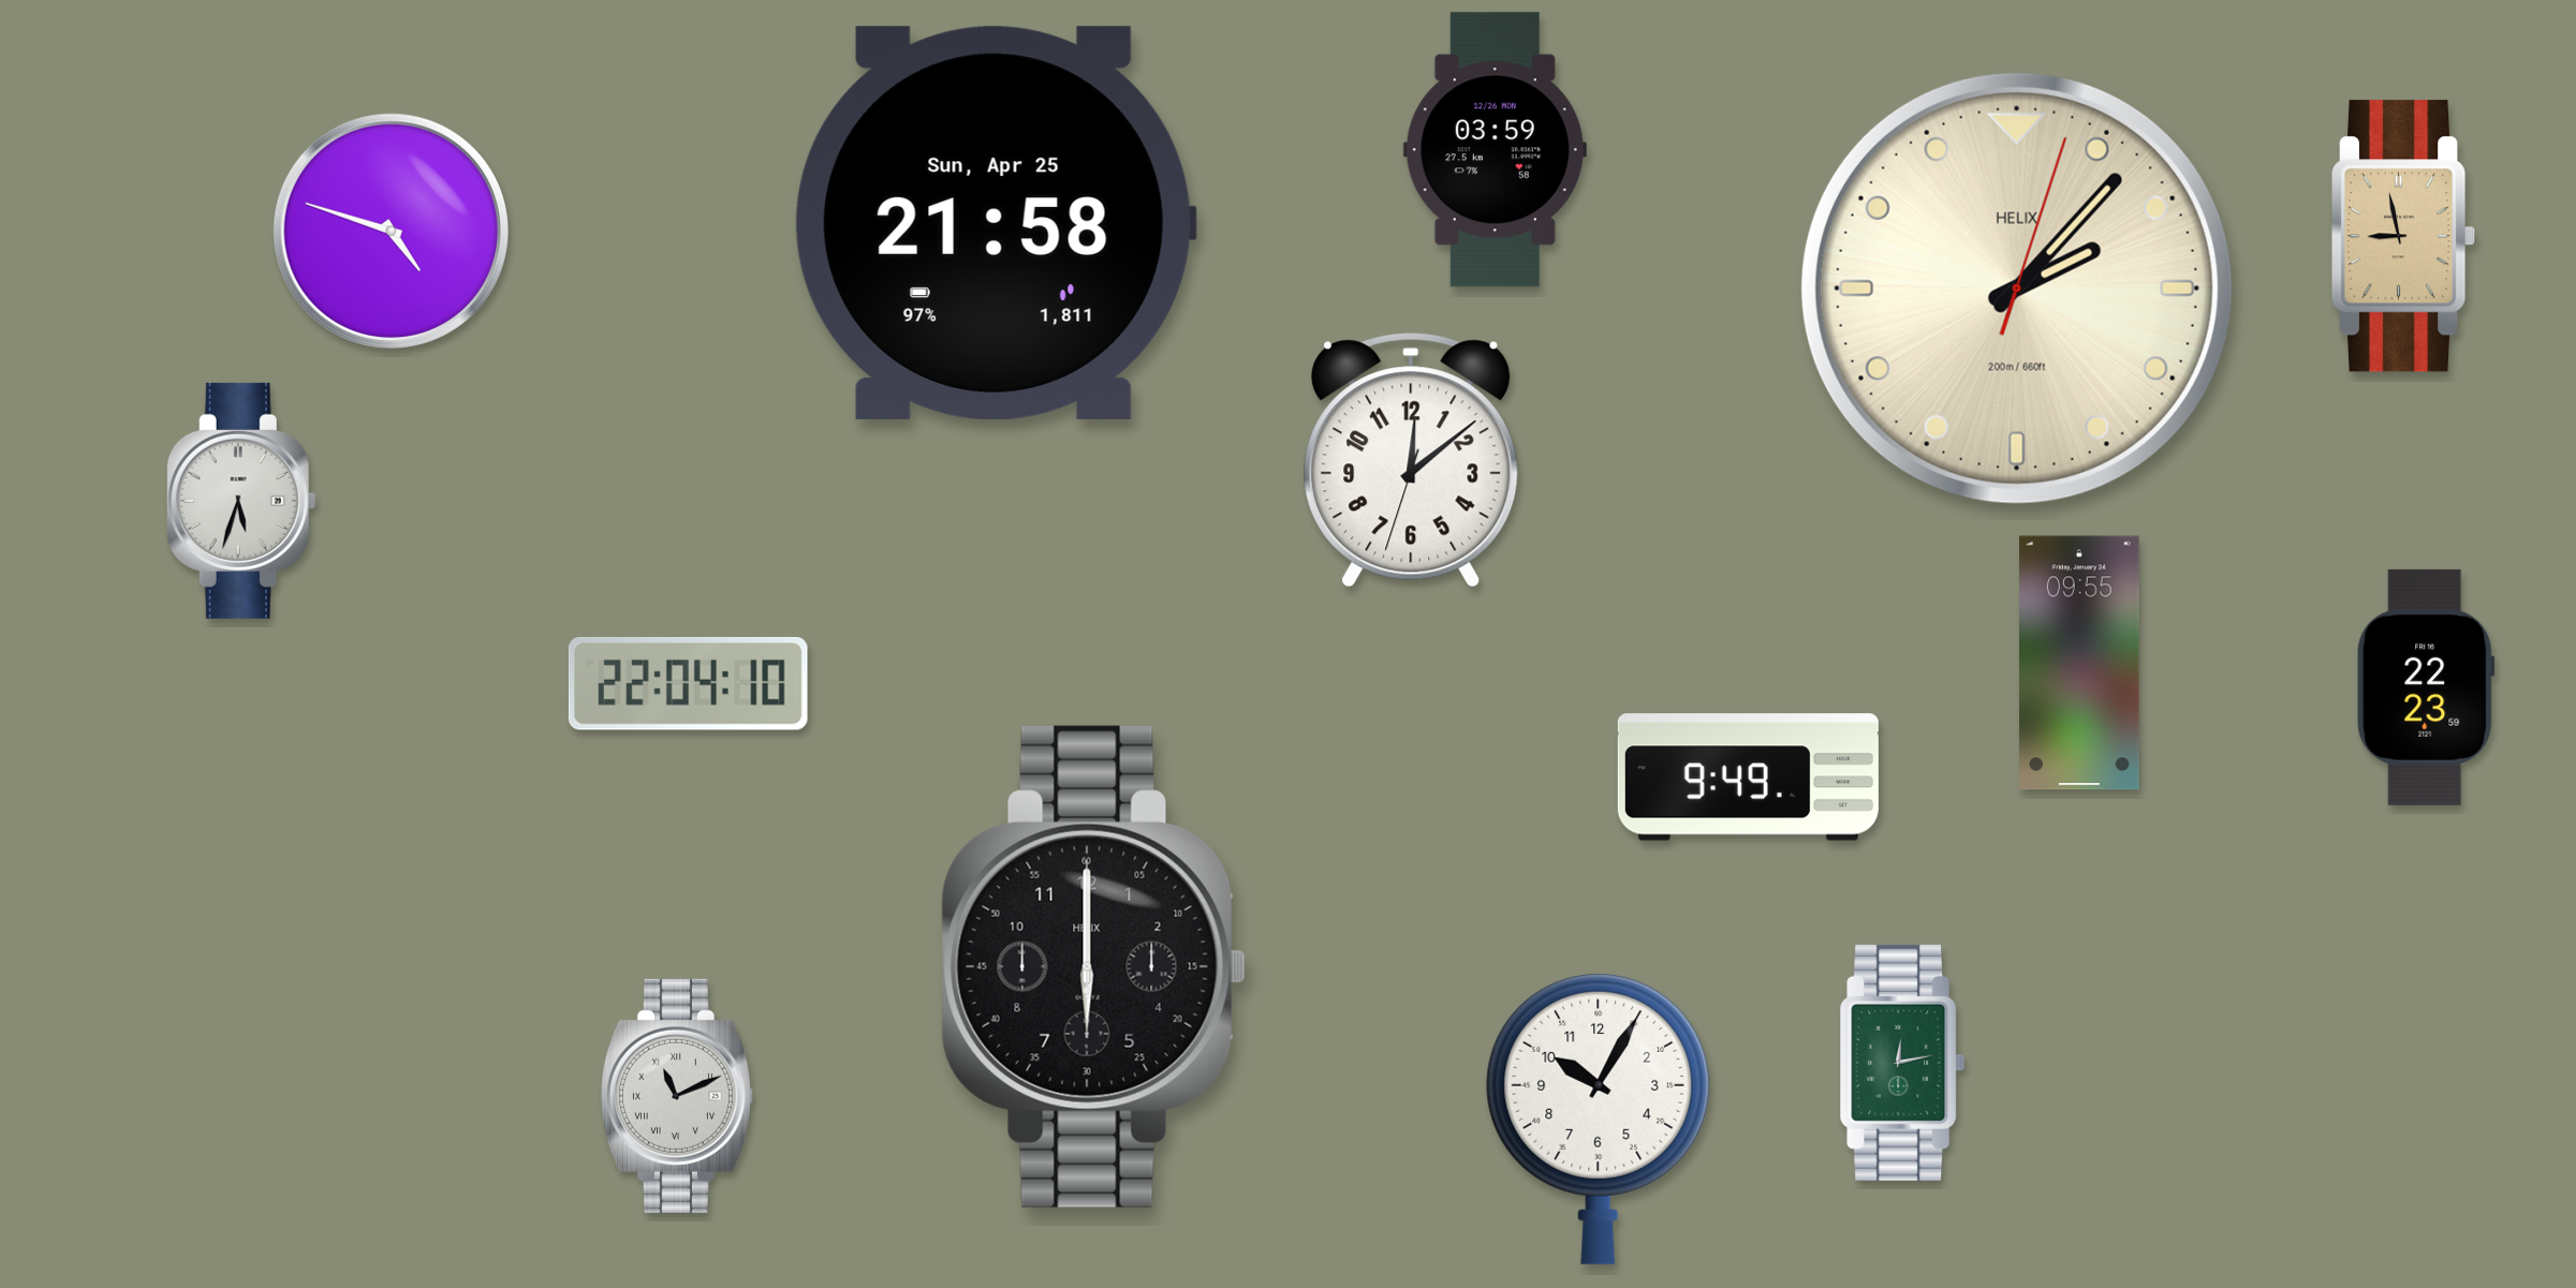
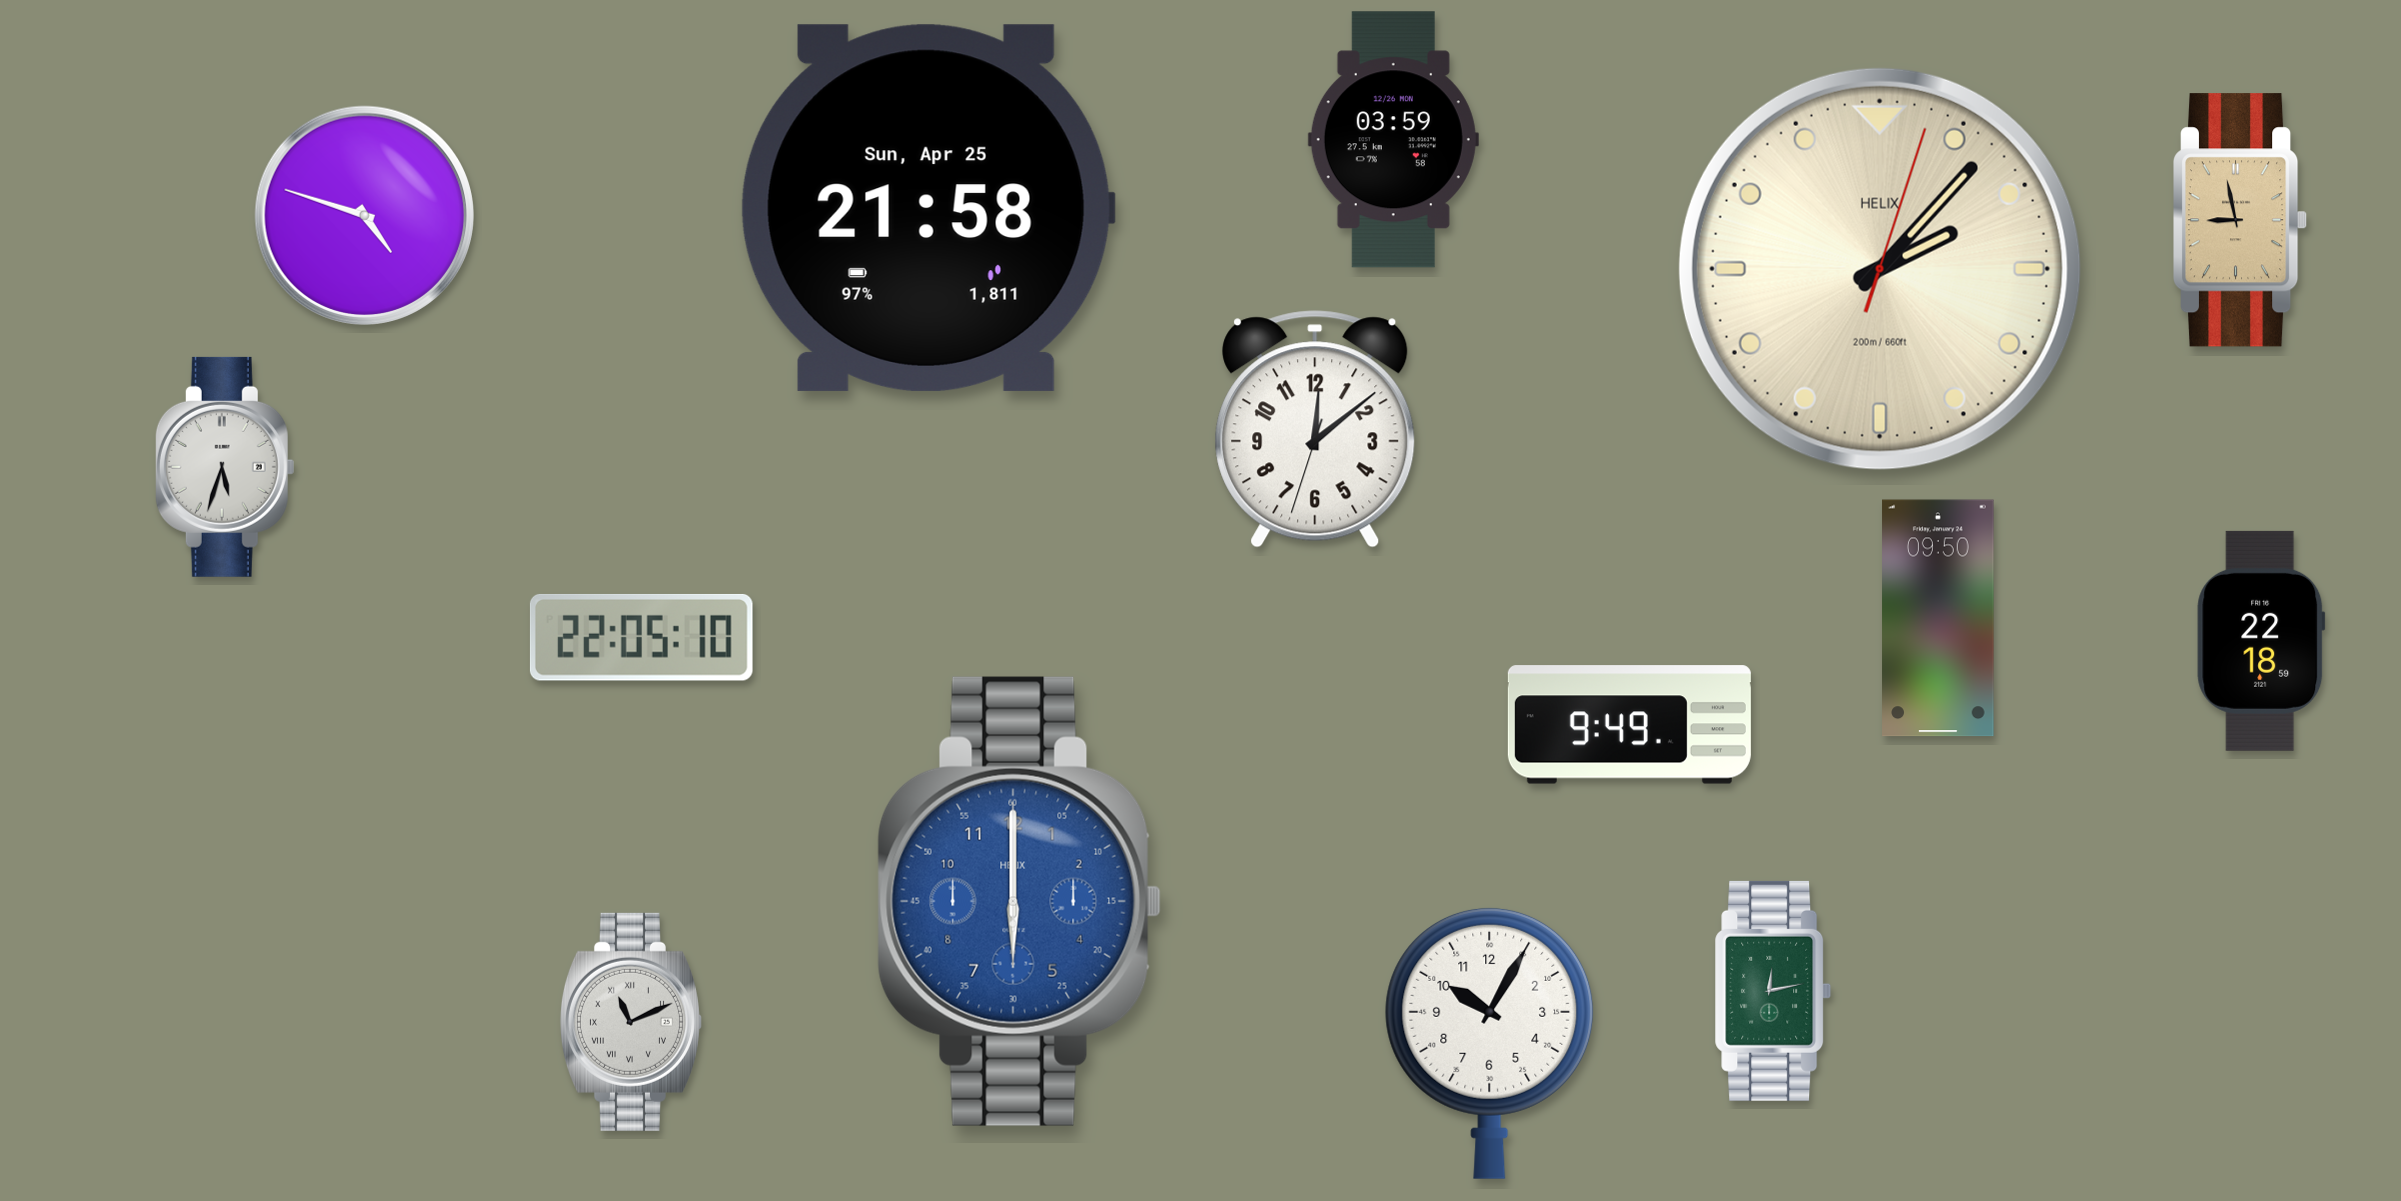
clock at (2079, 663): 09:55 -> 09:50
clock at (688, 683): 22:04 -> 22:05
clock at (2426, 687): 22:23 -> 22:18
clock at (1093, 966) dial: black -> blue
